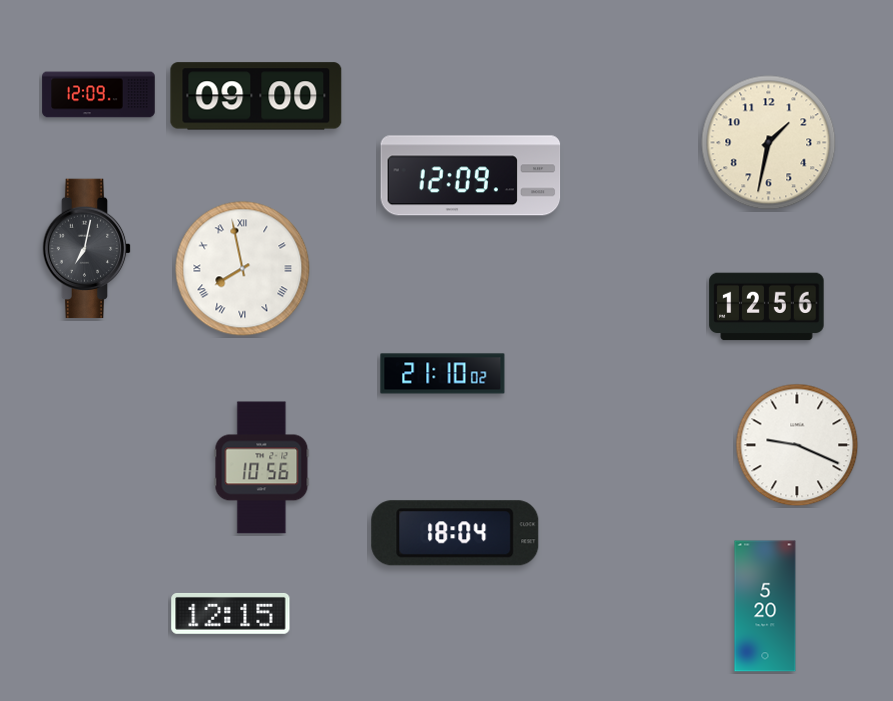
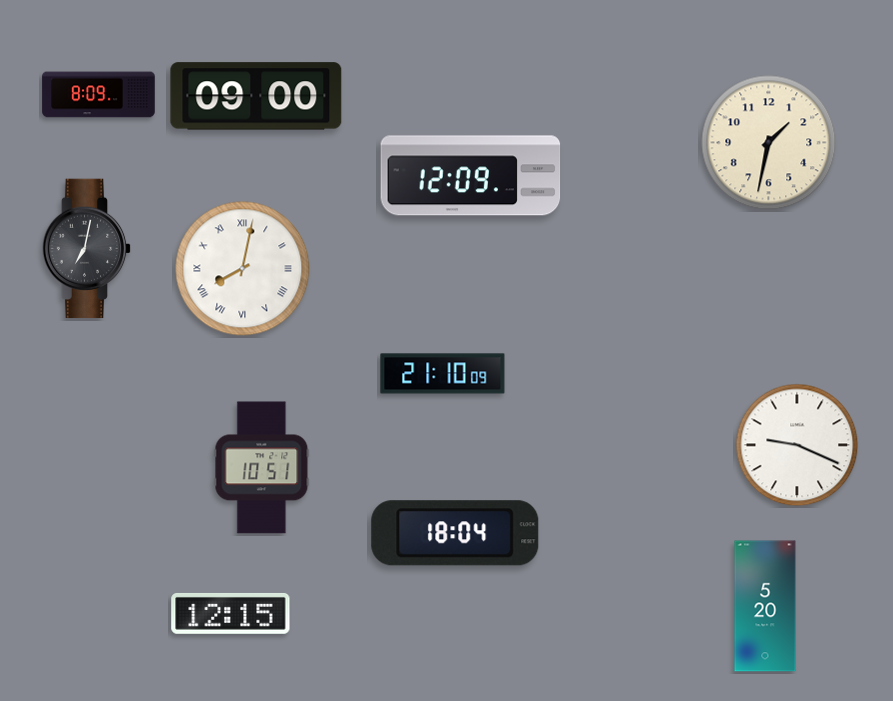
clock at (99, 95): 12:09 -> 8:09
clock at (243, 269): 7:58 -> 8:02
clock at (767, 307): 12:56 -> none
clock at (443, 374): 21:10:02 -> 21:10:09
clock at (262, 468): 10:56 -> 10:51
